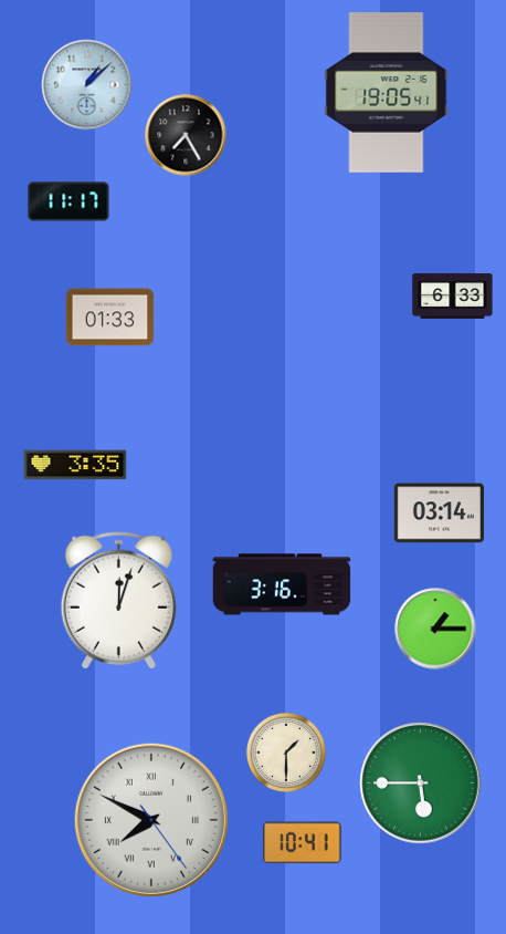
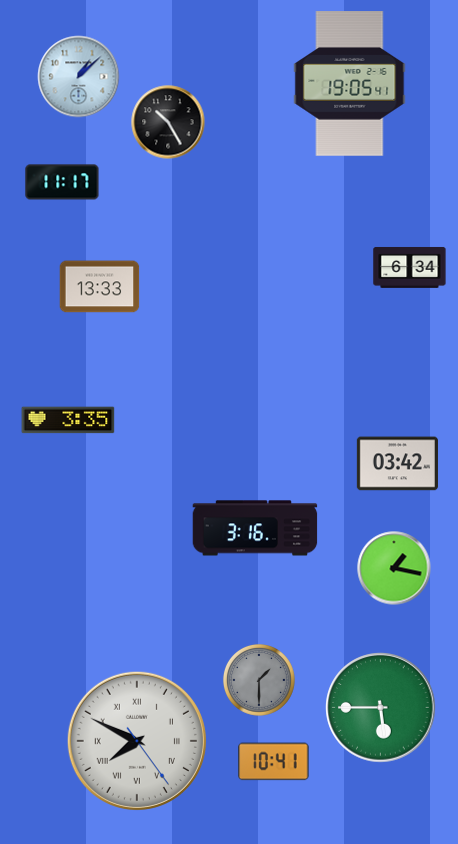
clock at (186, 135): 7:25 -> 10:25
clock at (453, 295): 6:33 -> 6:34
clock at (110, 318): 01:33 -> 13:33
clock at (439, 513): 03:14 -> 03:42
clock at (118, 600): 12:03 -> none
clock at (435, 629): 1:15 -> 1:17
clock at (286, 753) dial: cream -> grey
